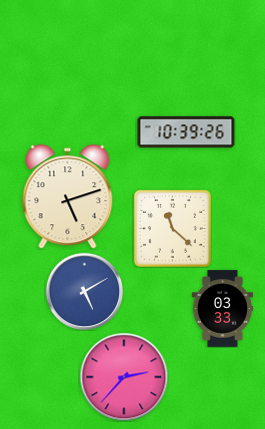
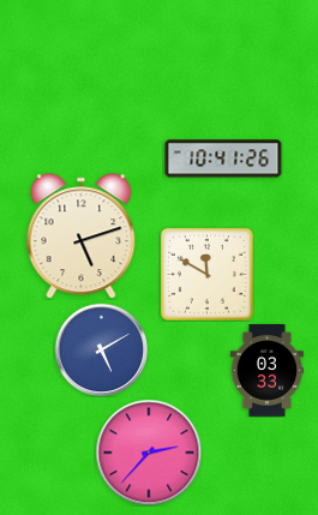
clock at (186, 132): 10:39 -> 10:41
clock at (172, 228): 11:22 -> 11:50
